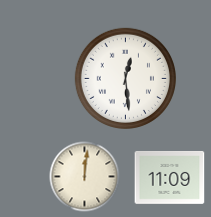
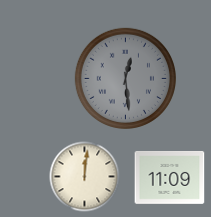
clock at (125, 78) dial: white -> grey
